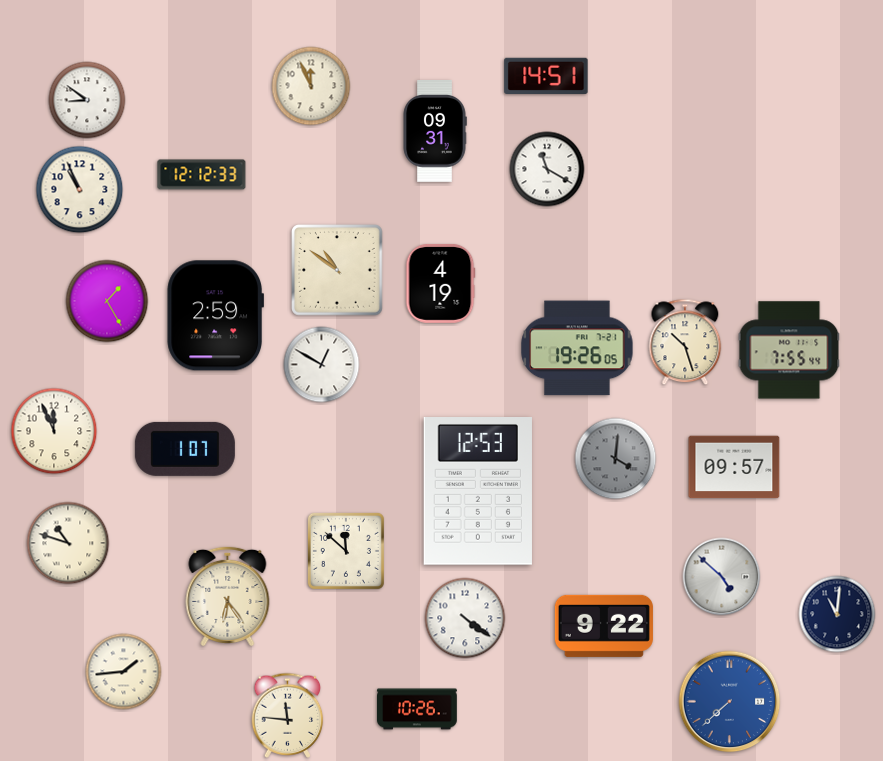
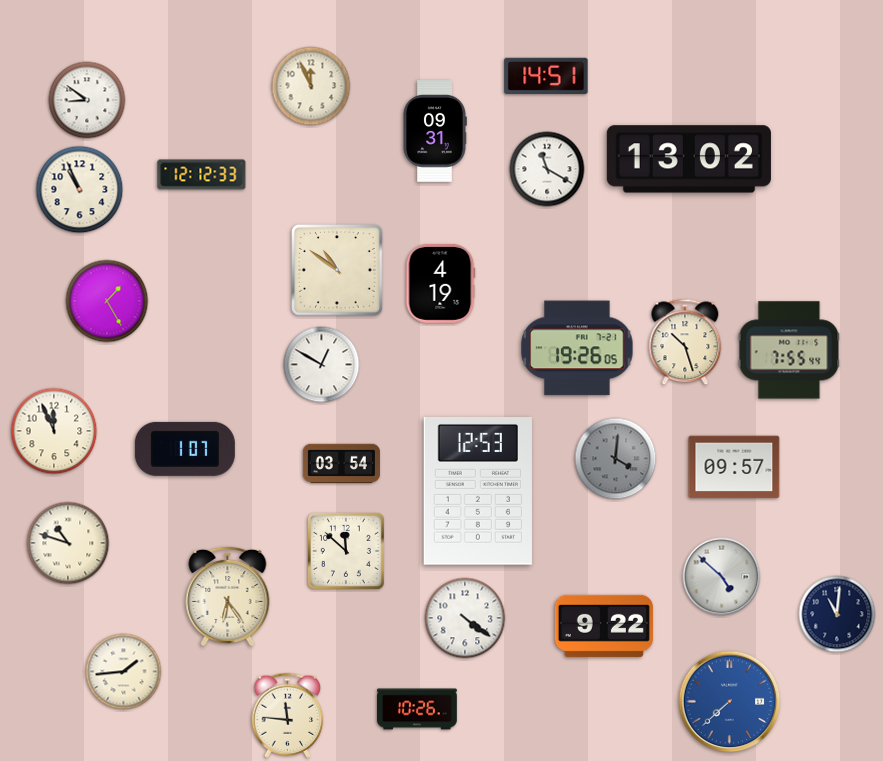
clock at (689, 159): none -> 13:02
clock at (215, 316): 2:59 -> none
clock at (341, 463): none -> 03:54
